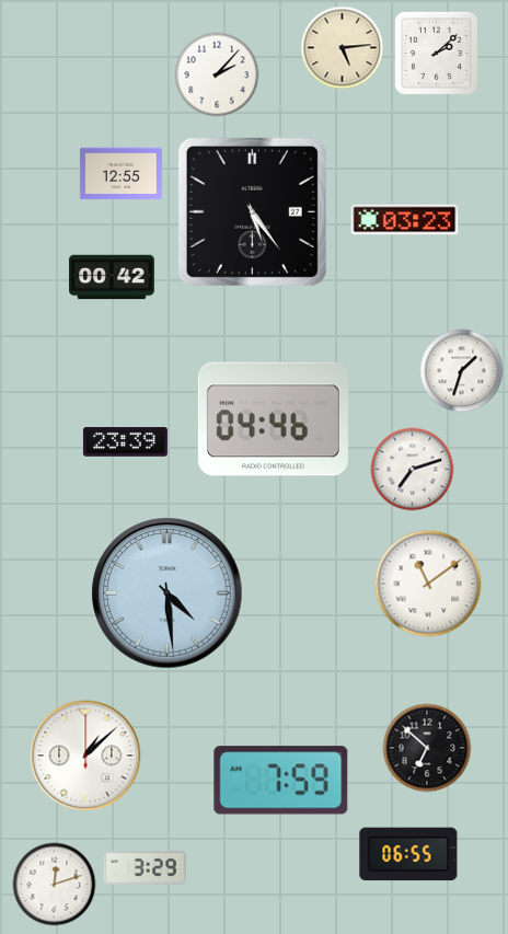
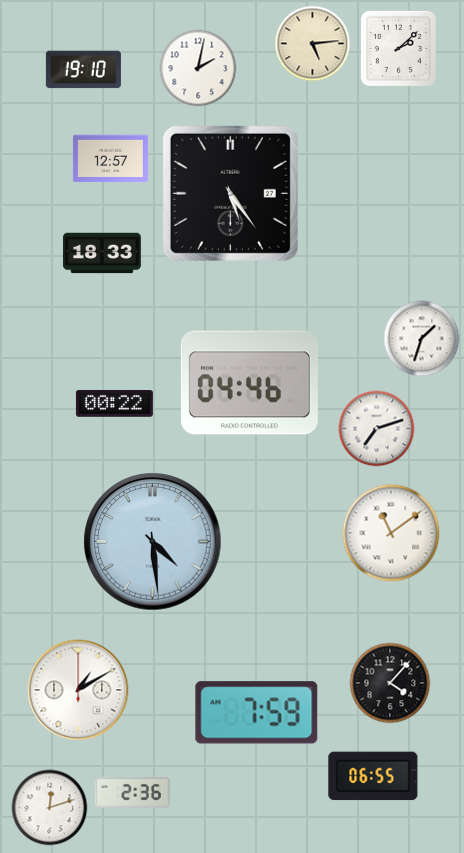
clock at (217, 74): 2:07 -> 2:02
clock at (83, 70): none -> 19:10
clock at (120, 174): 12:55 -> 12:57
clock at (405, 220): 03:23 -> none
clock at (113, 277): 00:42 -> 18:33
clock at (125, 442): 23:39 -> 00:22
clock at (427, 748): 6:52 -> 4:07
clock at (85, 756): 1:08 -> 1:10
clock at (408, 854) position: (408, 854) -> (373, 776)
clock at (145, 867): 3:29 -> 2:36
